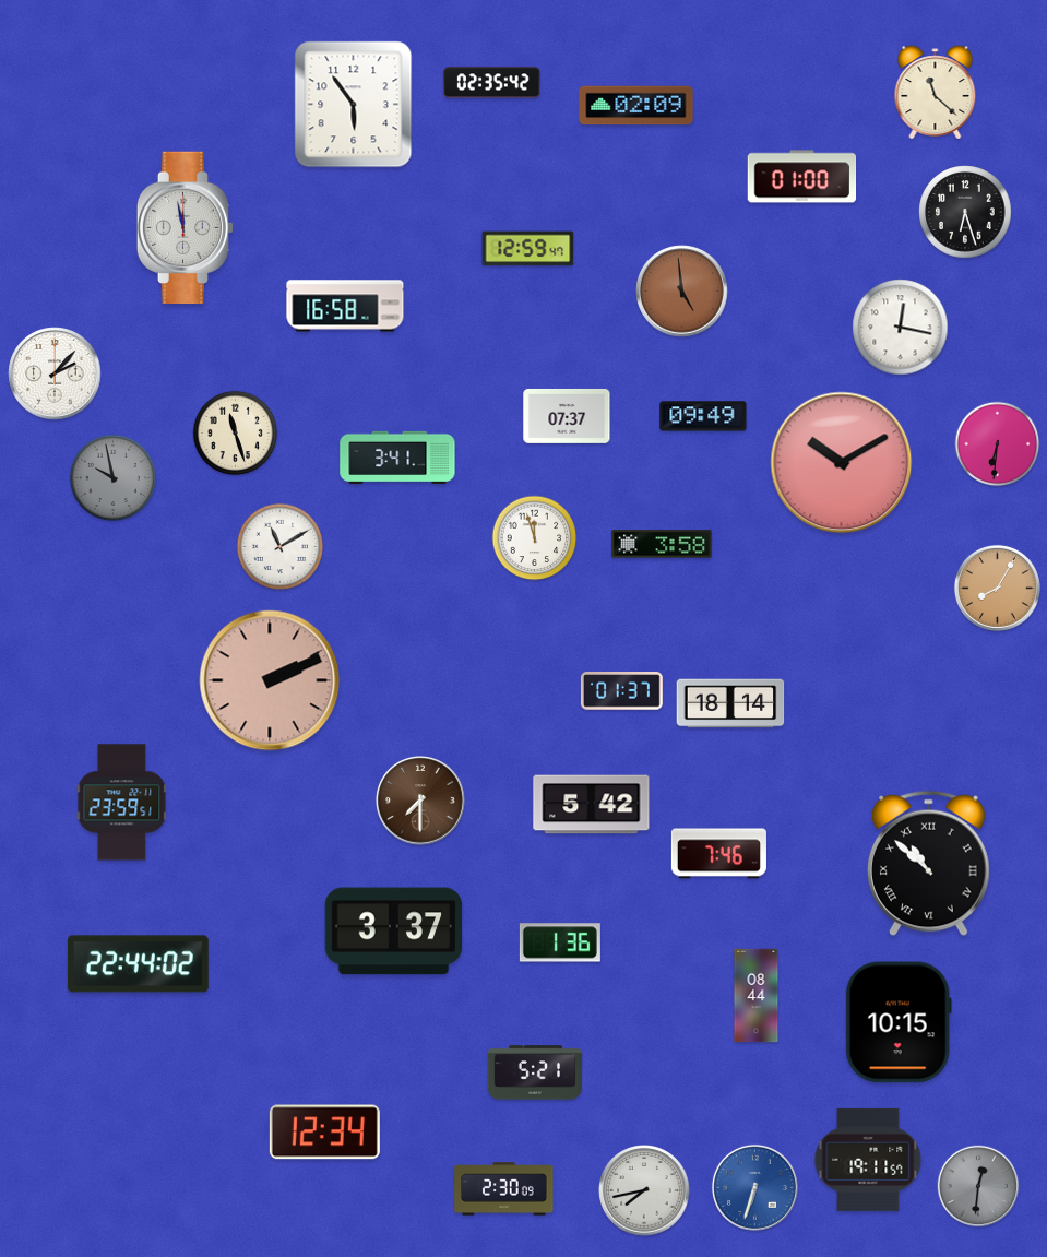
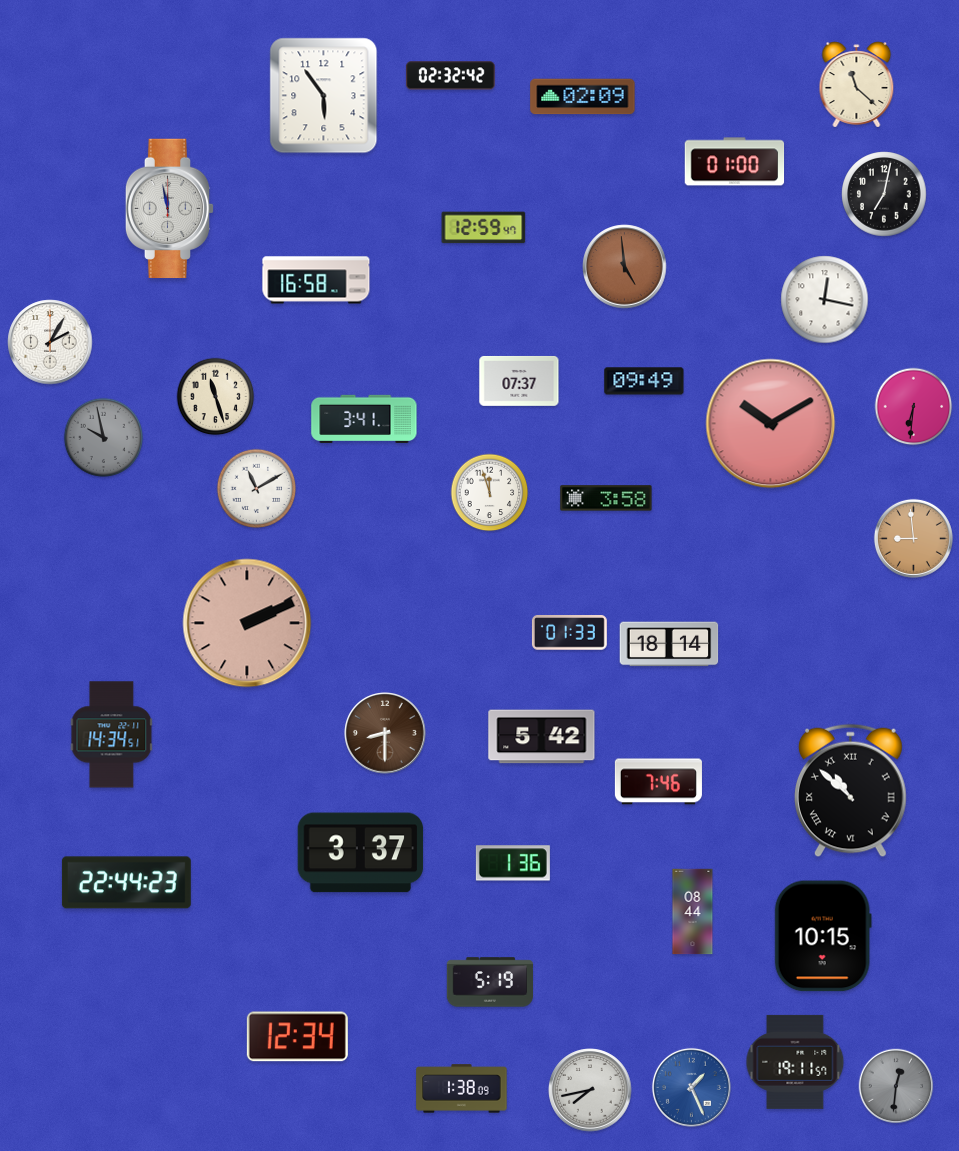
clock at (491, 83): 02:35 -> 02:32
clock at (965, 212): 6:27 -> 7:02
clock at (55, 373): 2:07 -> 2:05
clock at (281, 547) position: (281, 547) -> (257, 489)
clock at (997, 588): 8:05 -> 8:59
clock at (621, 691): 01:37 -> 01:33
clock at (421, 802): 7:30 -> 8:30
clock at (122, 803): 23:59 -> 14:34
clock at (138, 964): 22:44:02 -> 22:44:23
clock at (534, 1072): 5:21 -> 5:19
clock at (754, 1187): 6:33 -> 1:26
clock at (504, 1189): 2:30 -> 1:38
